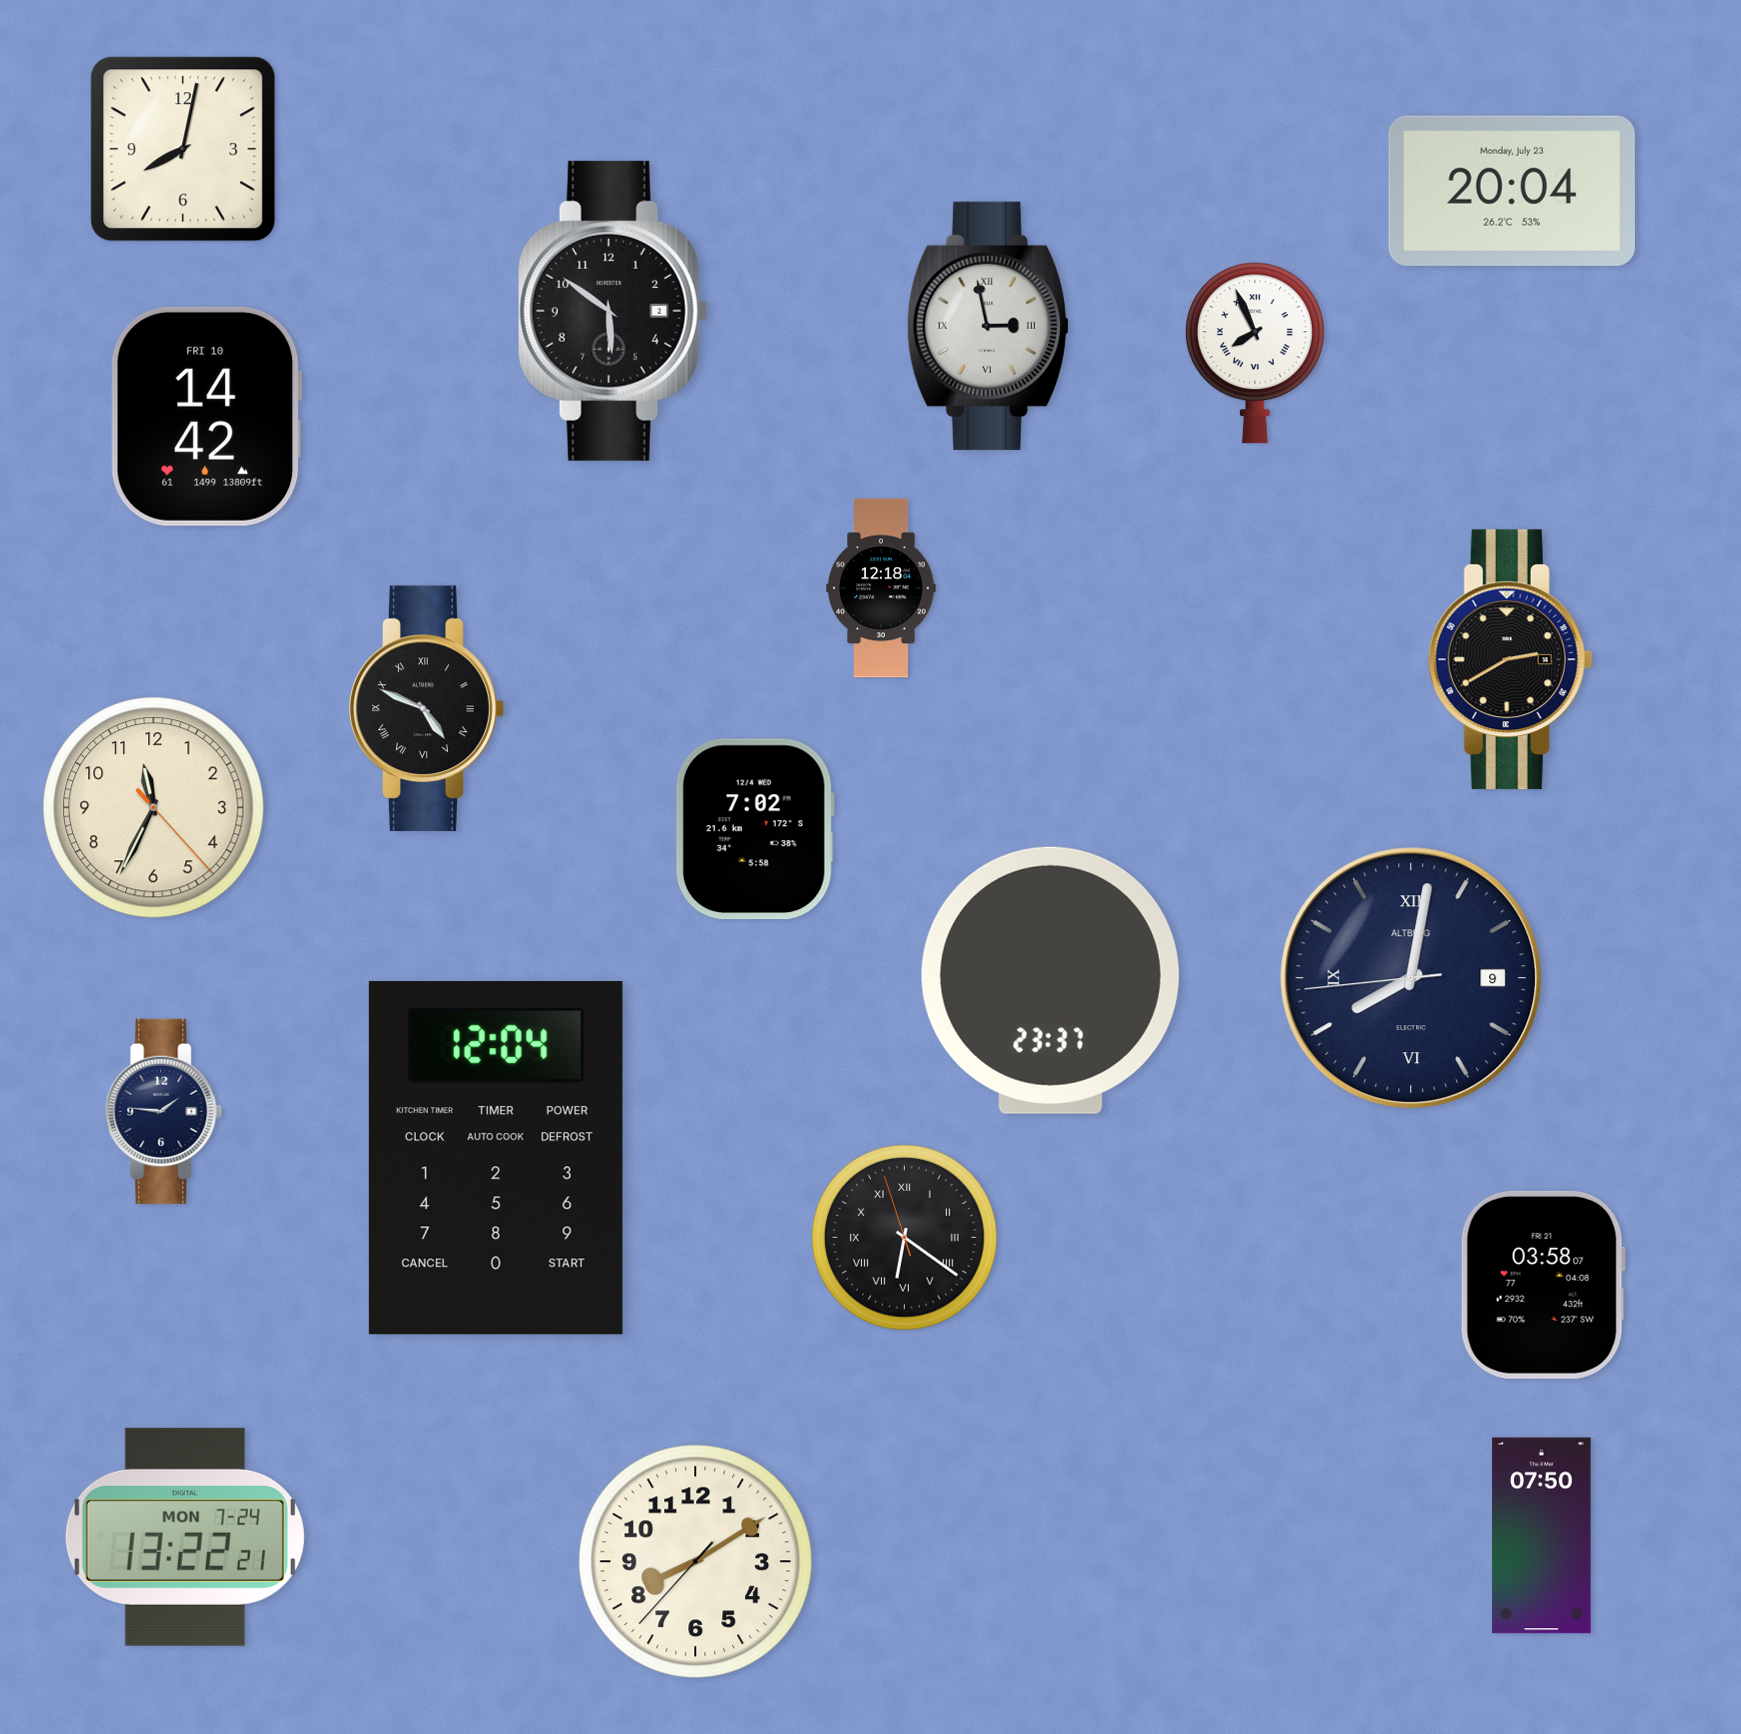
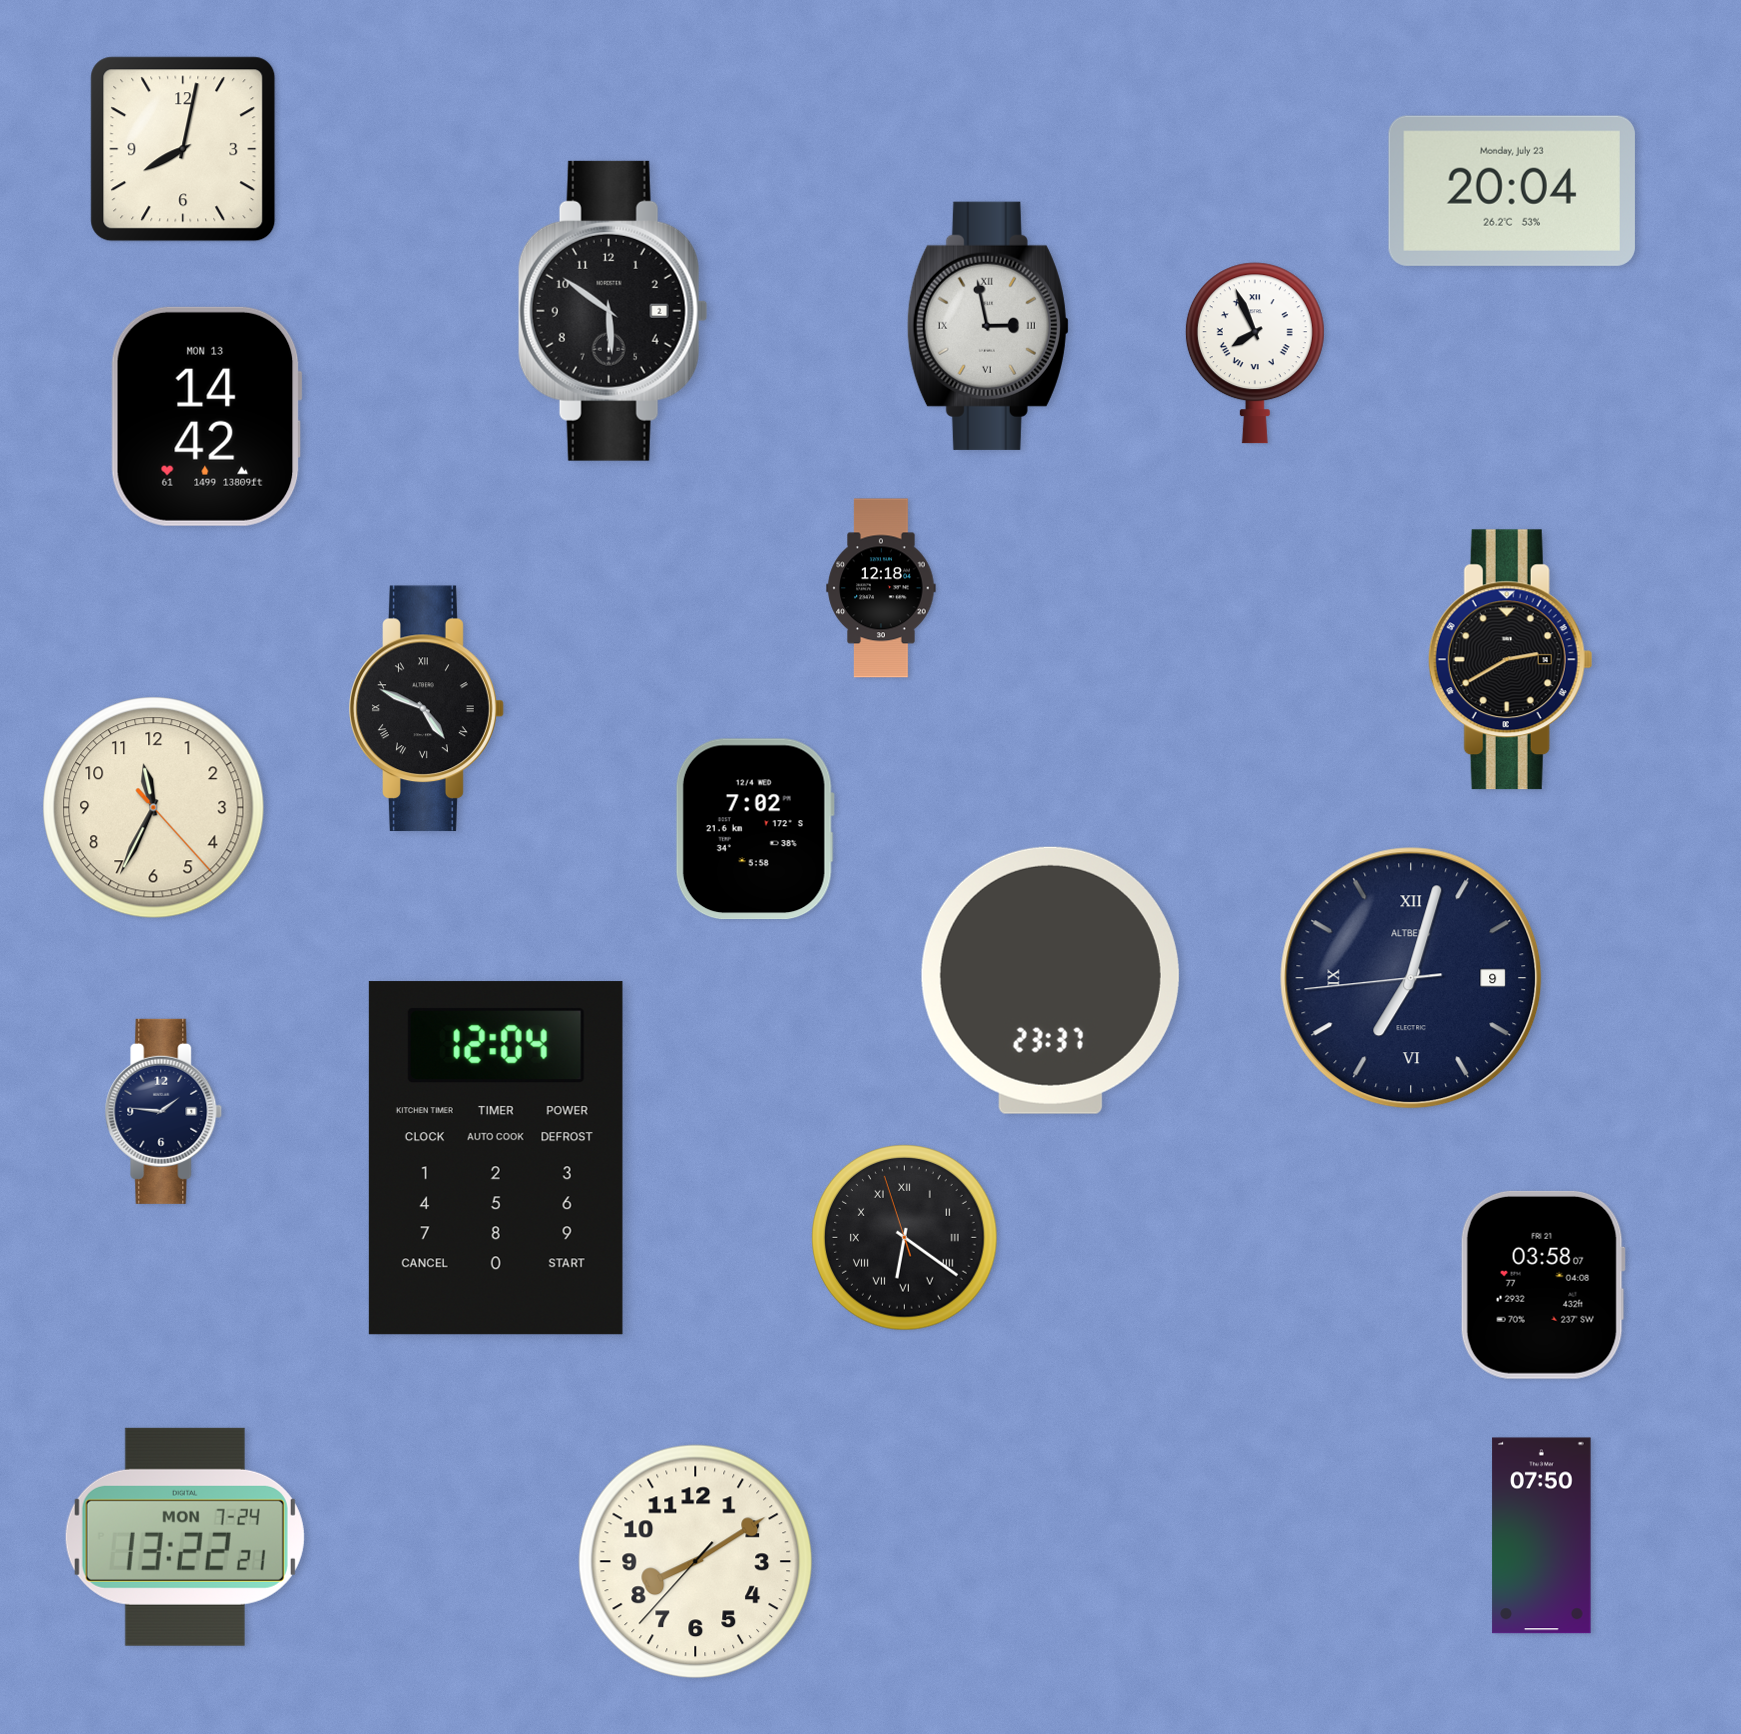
clock at (206, 416) date: FRI 10 -> MON 13
clock at (1411, 978): 8:01 -> 7:02
